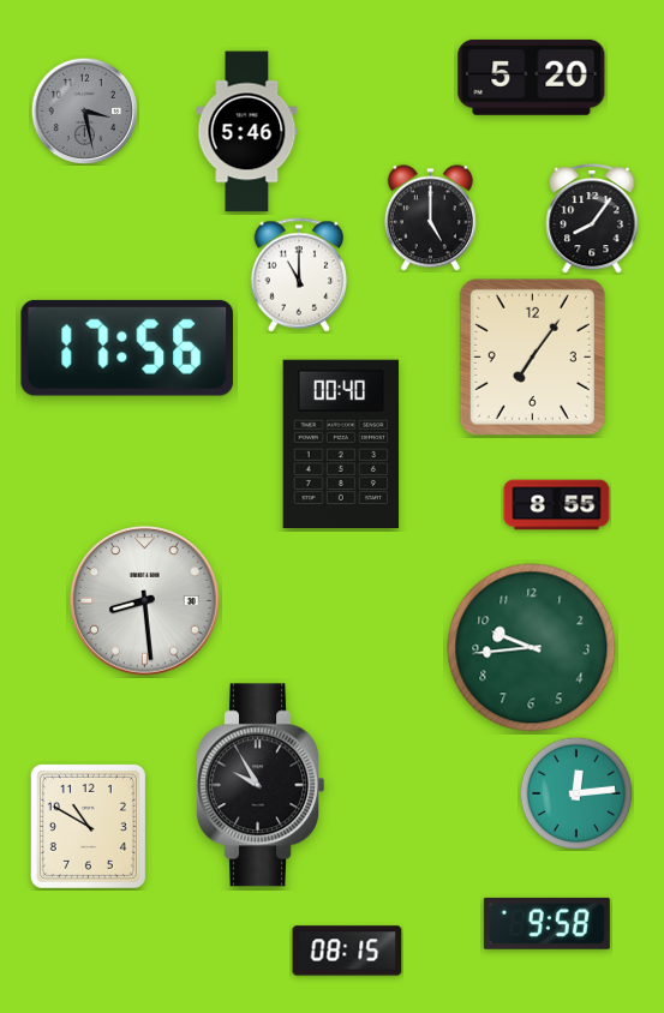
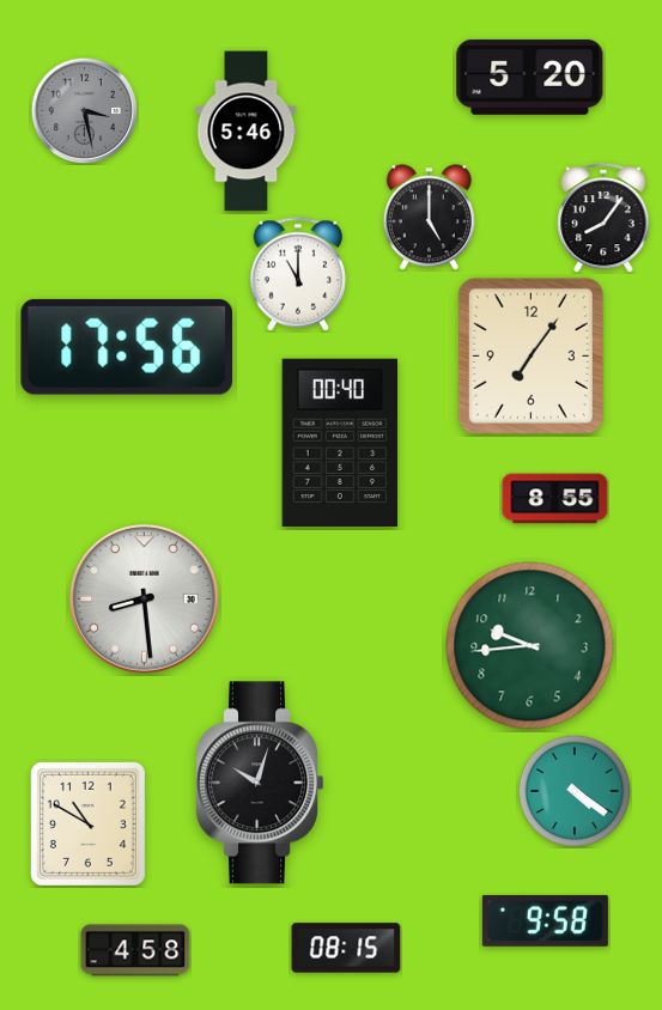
clock at (592, 218) position: (592, 218) -> (603, 218)
clock at (557, 505) position: (557, 505) -> (555, 499)
clock at (259, 785): 9:55 -> 10:03
clock at (576, 793): 12:14 -> 4:21
clock at (135, 950): none -> 4:58
